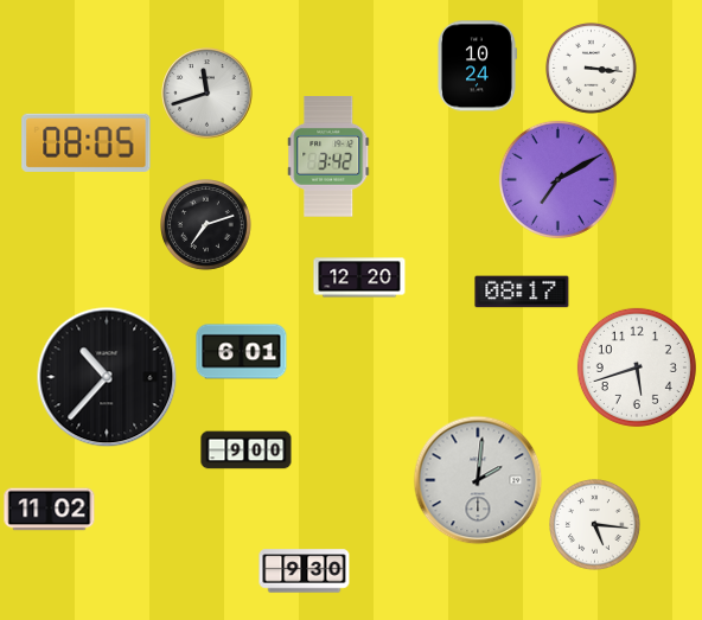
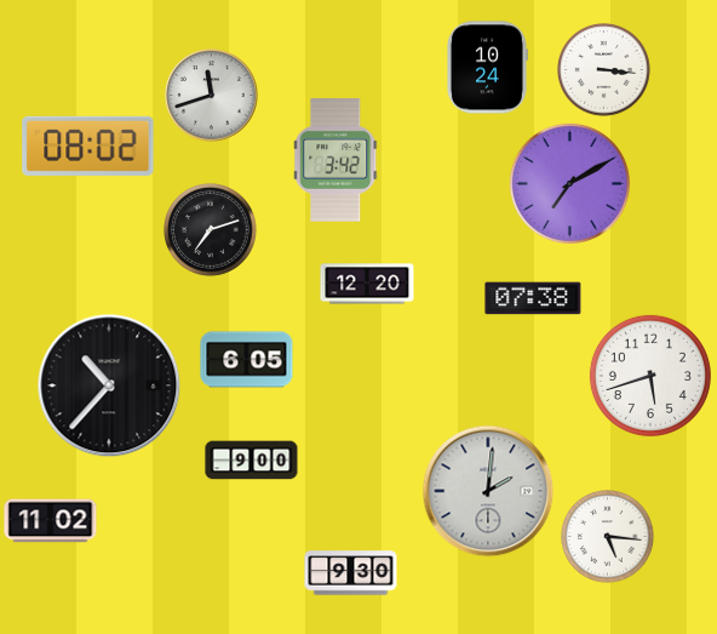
clock at (87, 142): 08:05 -> 08:02
clock at (522, 292): 08:17 -> 07:38
clock at (242, 352): 6:01 -> 6:05
clock at (305, 571) position: (305, 571) -> (351, 573)
